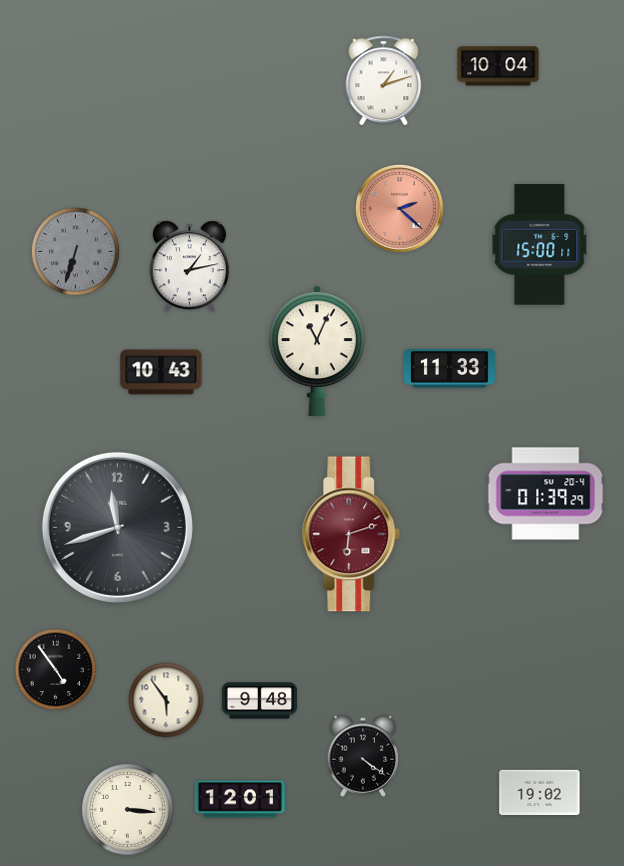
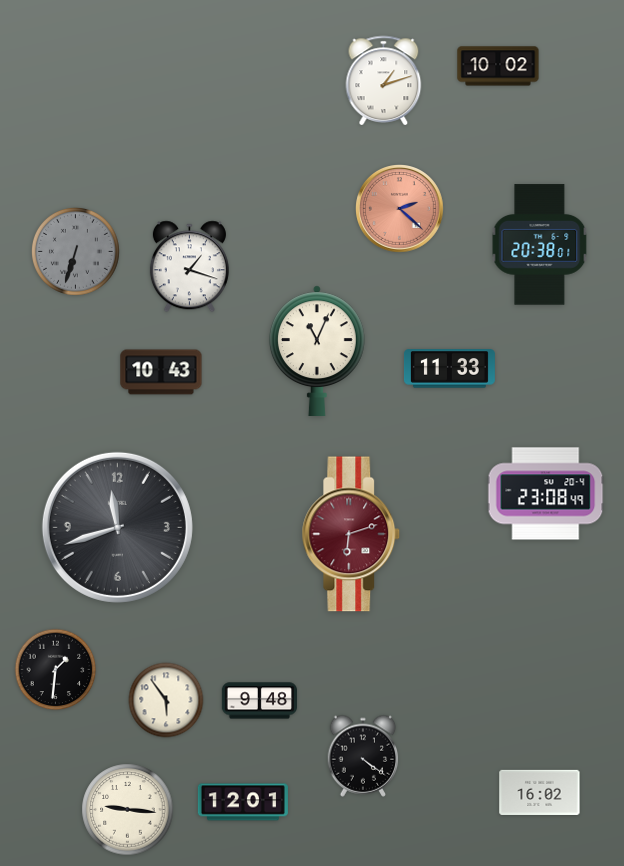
clock at (498, 66): 10:04 -> 10:02
clock at (540, 245): 15:00 -> 20:38
clock at (189, 267): 1:13 -> 1:18
clock at (546, 494): 01:39 -> 23:08
clock at (56, 670): 4:54 -> 1:31
clock at (540, 792): 19:02 -> 16:02
clock at (240, 799) position: (240, 799) -> (243, 802)
clock at (128, 810): 3:16 -> 9:16
